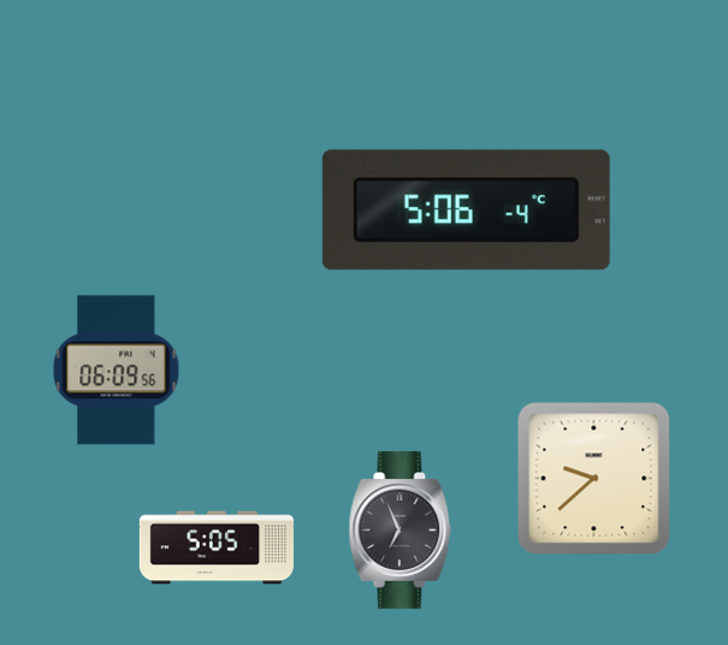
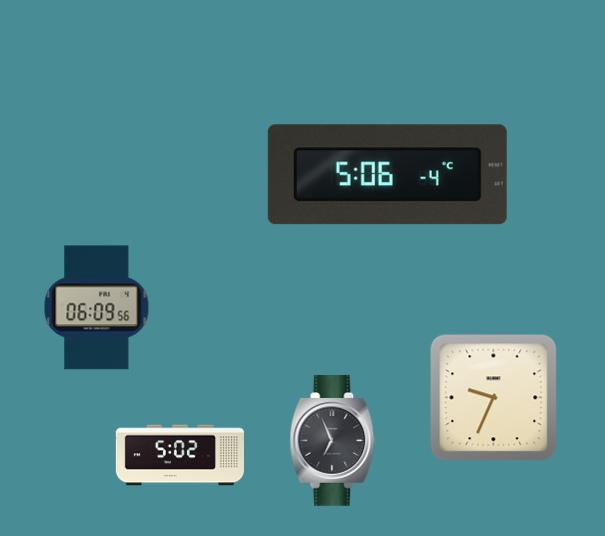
clock at (594, 479): 9:38 -> 9:34
clock at (215, 548): 5:05 -> 5:02
